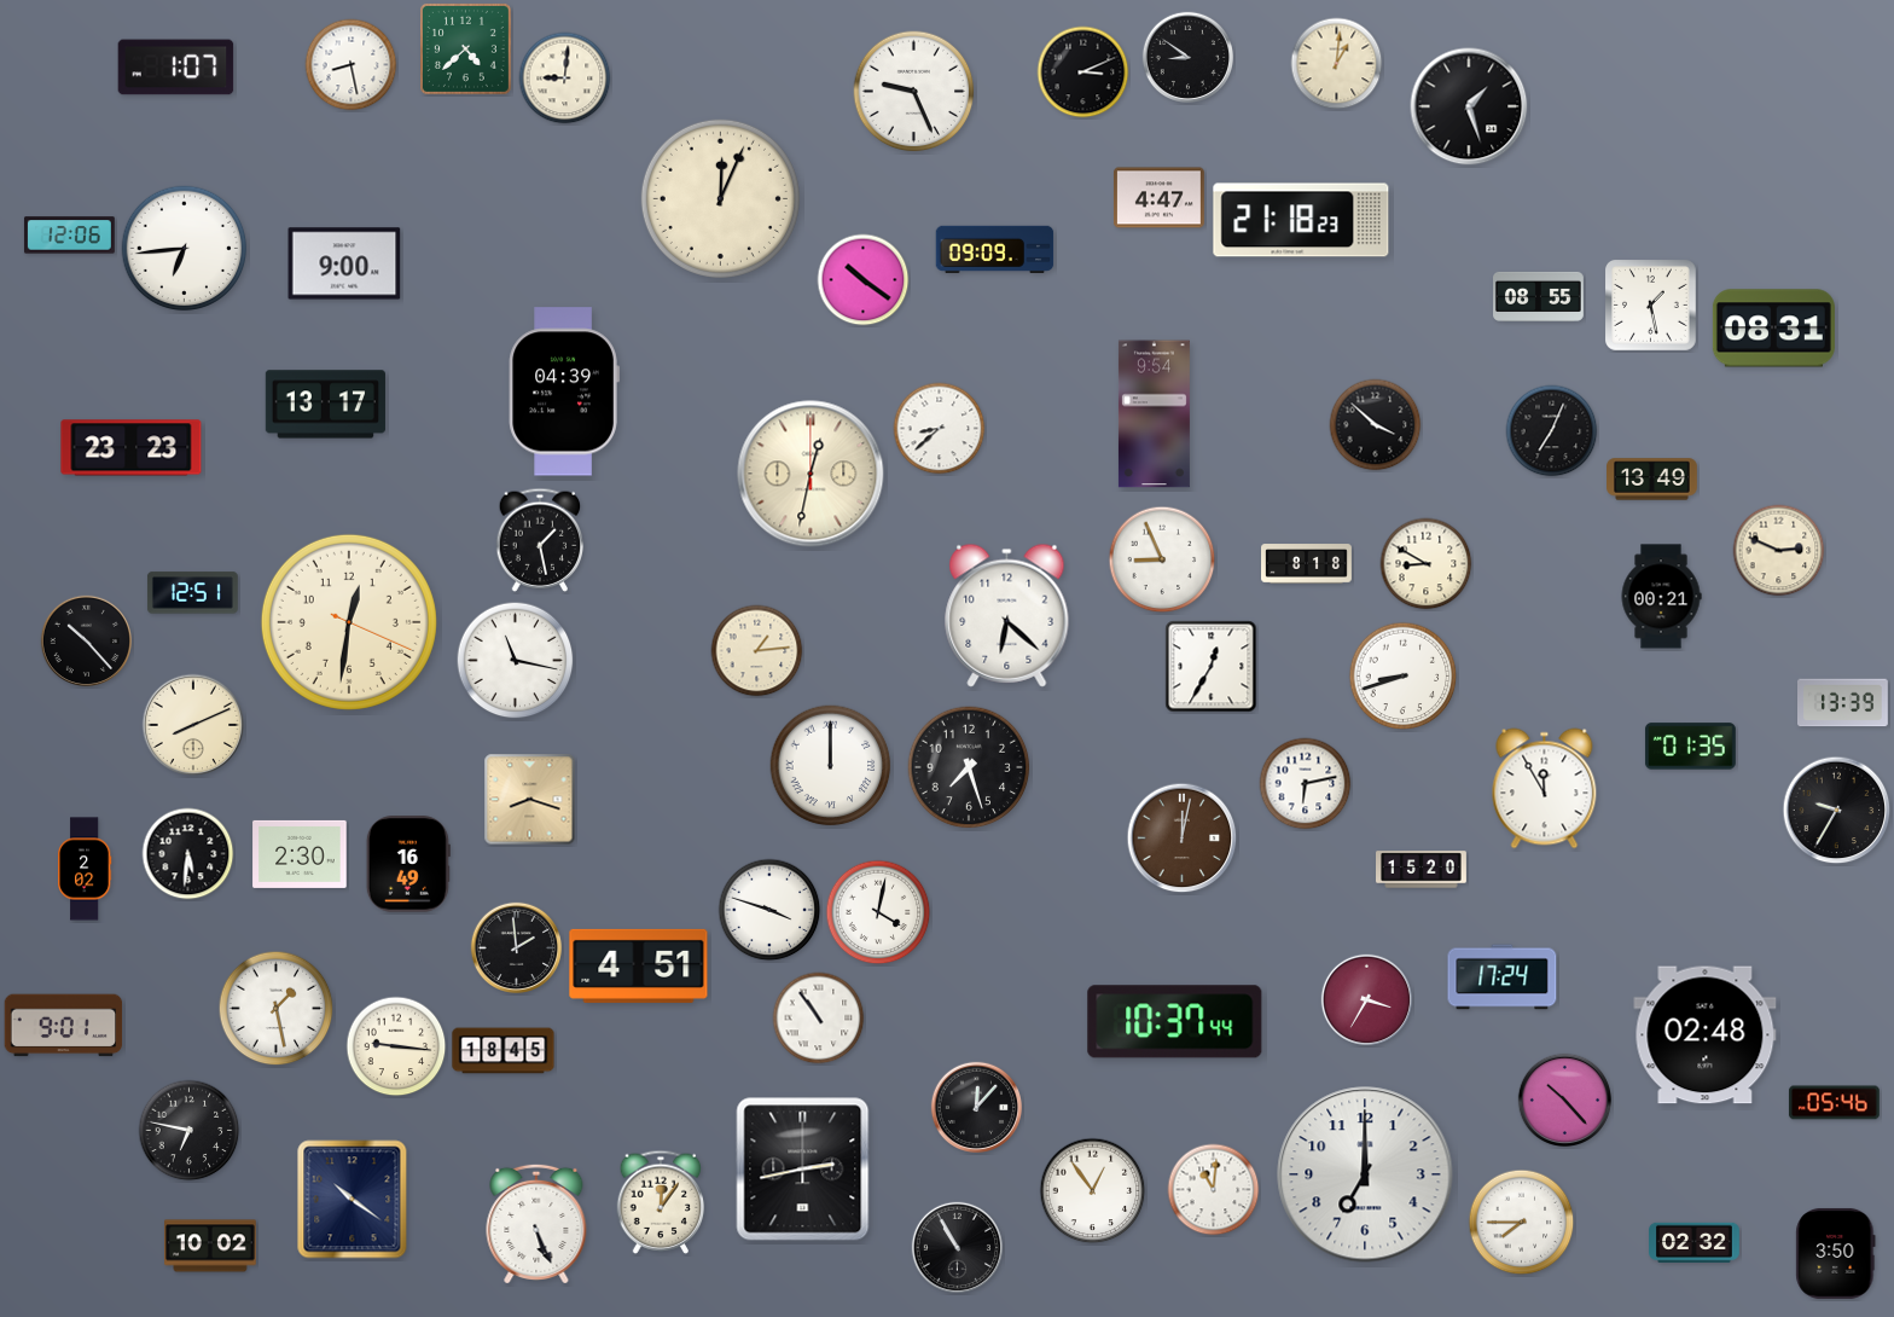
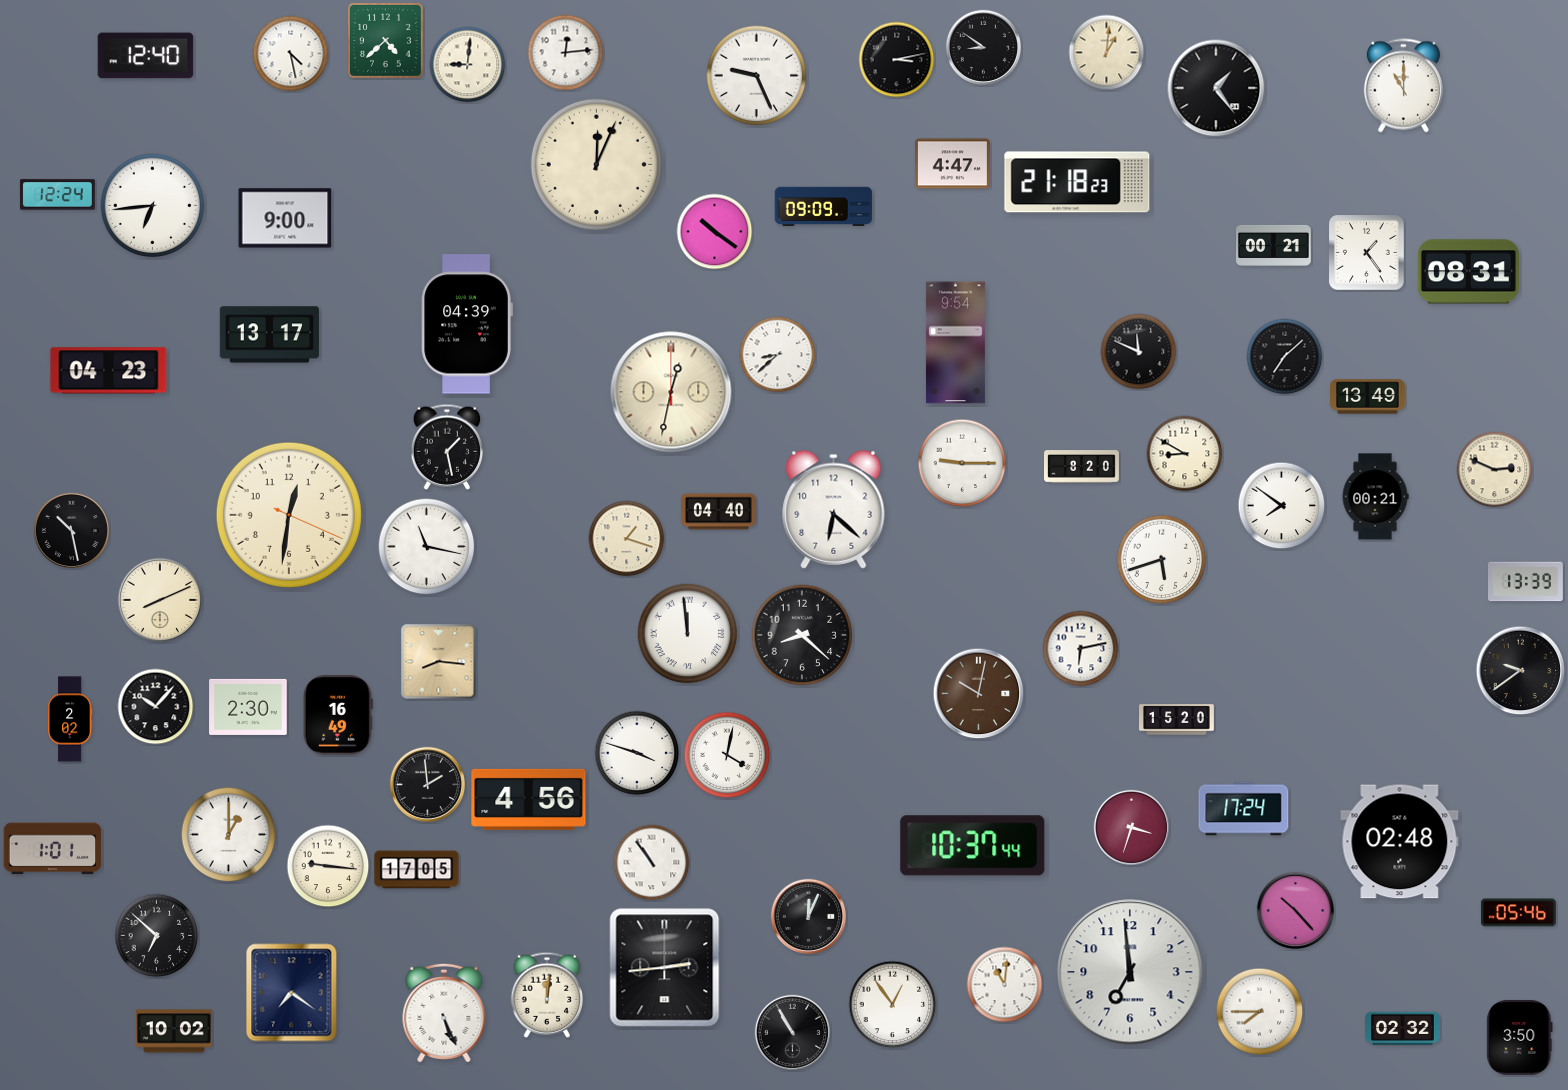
clock at (566, 53): none -> 12:14
clock at (352, 65): 8:28 -> 4:28
clock at (176, 68): 1:07 -> 12:40
clock at (1083, 72): 3:11 -> 3:13
clock at (1403, 86): none -> 11:00
clock at (1469, 106): 1:27 -> 1:24
clock at (1158, 198) position: (1158, 198) -> (952, 164)
clock at (69, 236): 12:06 -> 12:24
clock at (1539, 296): 08:55 -> 00:21
clock at (1651, 306): 1:28 -> 1:24
clock at (1376, 425): 3:52 -> 11:49
clock at (1552, 431): 7:04 -> 7:08
clock at (132, 448): 23:23 -> 04:23
clock at (1779, 551) position: (1779, 551) -> (1495, 470)
clock at (1162, 559): 8:56 -> 9:15
clock at (1307, 564): 8:18 -> 8:20
clock at (1427, 564) position: (1427, 564) -> (1185, 454)
clock at (192, 593): 12:51 -> none
clock at (1661, 597) position: (1661, 597) -> (1375, 497)
clock at (1282, 506): none -> 7:51
clock at (719, 512): none -> 04:40
clock at (86, 640): 10:23 -> 10:28
clock at (757, 651): 1:14 -> 1:18
clock at (1212, 667): 12:35 -> none
clock at (1404, 677): 8:42 -> 5:42
clock at (1690, 747): 01:35 -> none
clock at (831, 766): 12:00 -> 11:59
clock at (969, 767): 7:27 -> 8:22
clock at (1545, 789): 11:55 -> none
clock at (530, 800): 8:18 -> 8:16
clock at (1837, 811): 9:35 -> 9:39
clock at (1183, 839): 12:02 -> 10:02
clock at (188, 854): 5:31 -> 10:07
clock at (639, 965): 4:51 -> 4:56
clock at (1366, 999): 3:35 -> 3:33
clock at (277, 1009): 1:28 -> 1:00
clock at (819, 1019) position: (819, 1019) -> (652, 863)
clock at (64, 1026): 9:01 -> 1:01
clock at (1706, 1035) position: (1706, 1035) -> (1400, 842)
clock at (504, 1051): 18:45 -> 17:05
clock at (976, 1107): 12:07 -> 12:04
clock at (190, 1131): 6:47 -> 6:52
clock at (803, 1170): 2:43 -> 2:44
clock at (1365, 1174): 7:00 -> 6:59
clock at (1093, 1191) position: (1093, 1191) -> (893, 1005)
clock at (353, 1200): 10:21 -> 7:21
clock at (661, 1202): 12:06 -> 12:01
